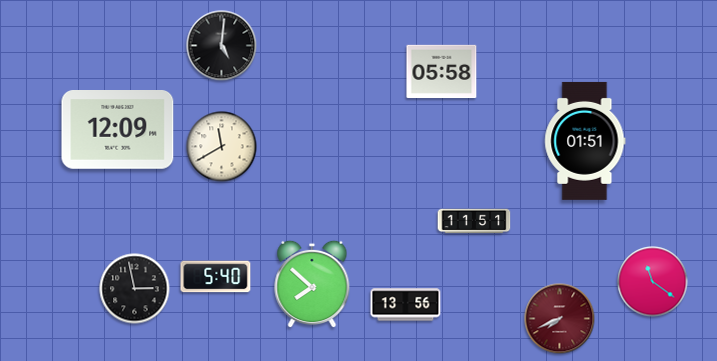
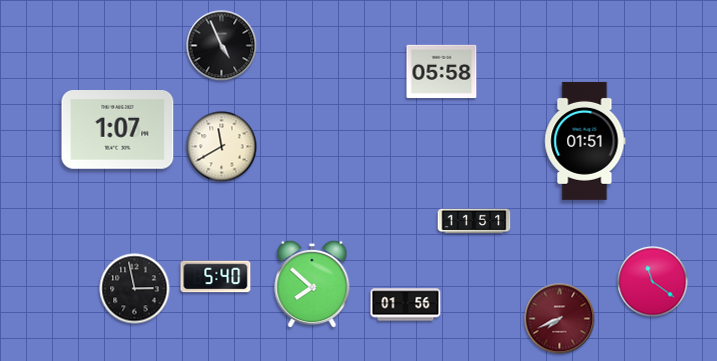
clock at (222, 46): 5:01 -> 4:56
clock at (118, 130): 12:09 -> 1:07
clock at (406, 305): 13:56 -> 01:56
